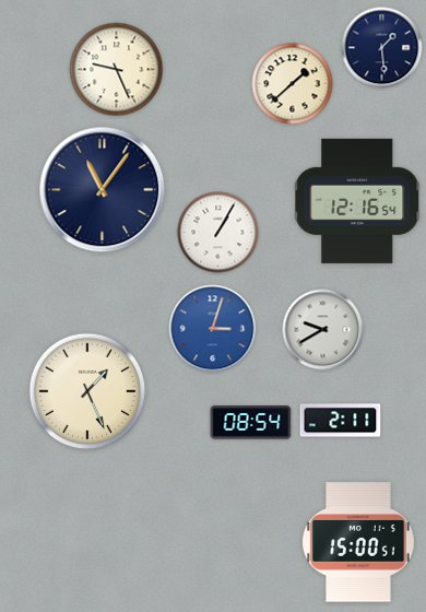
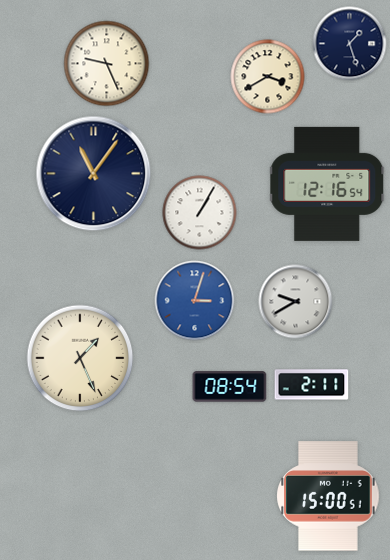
clock at (382, 48): 1:29 -> 1:27
clock at (293, 84): 1:38 -> 3:40
